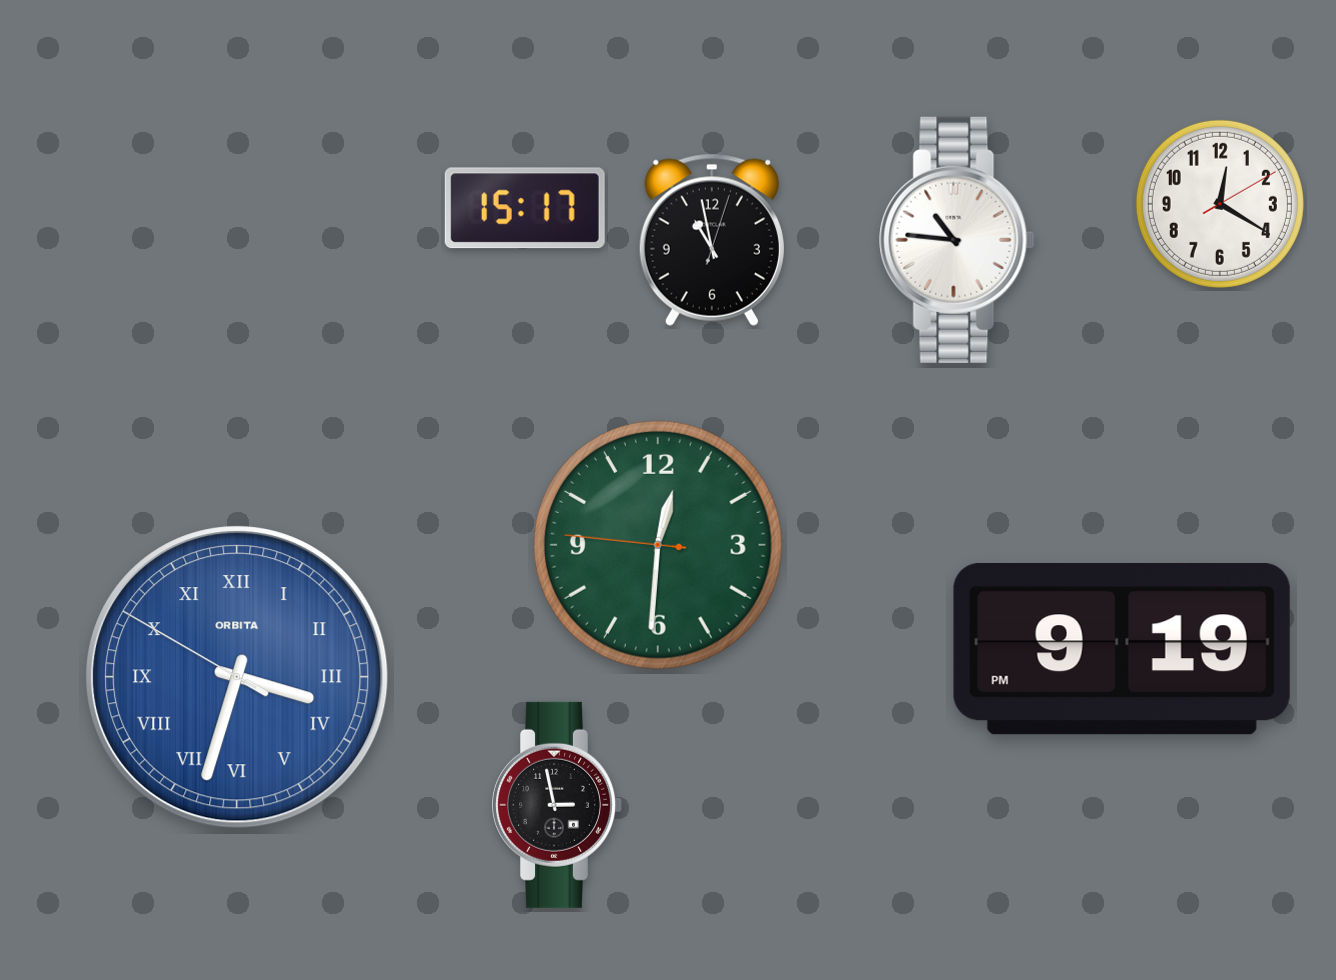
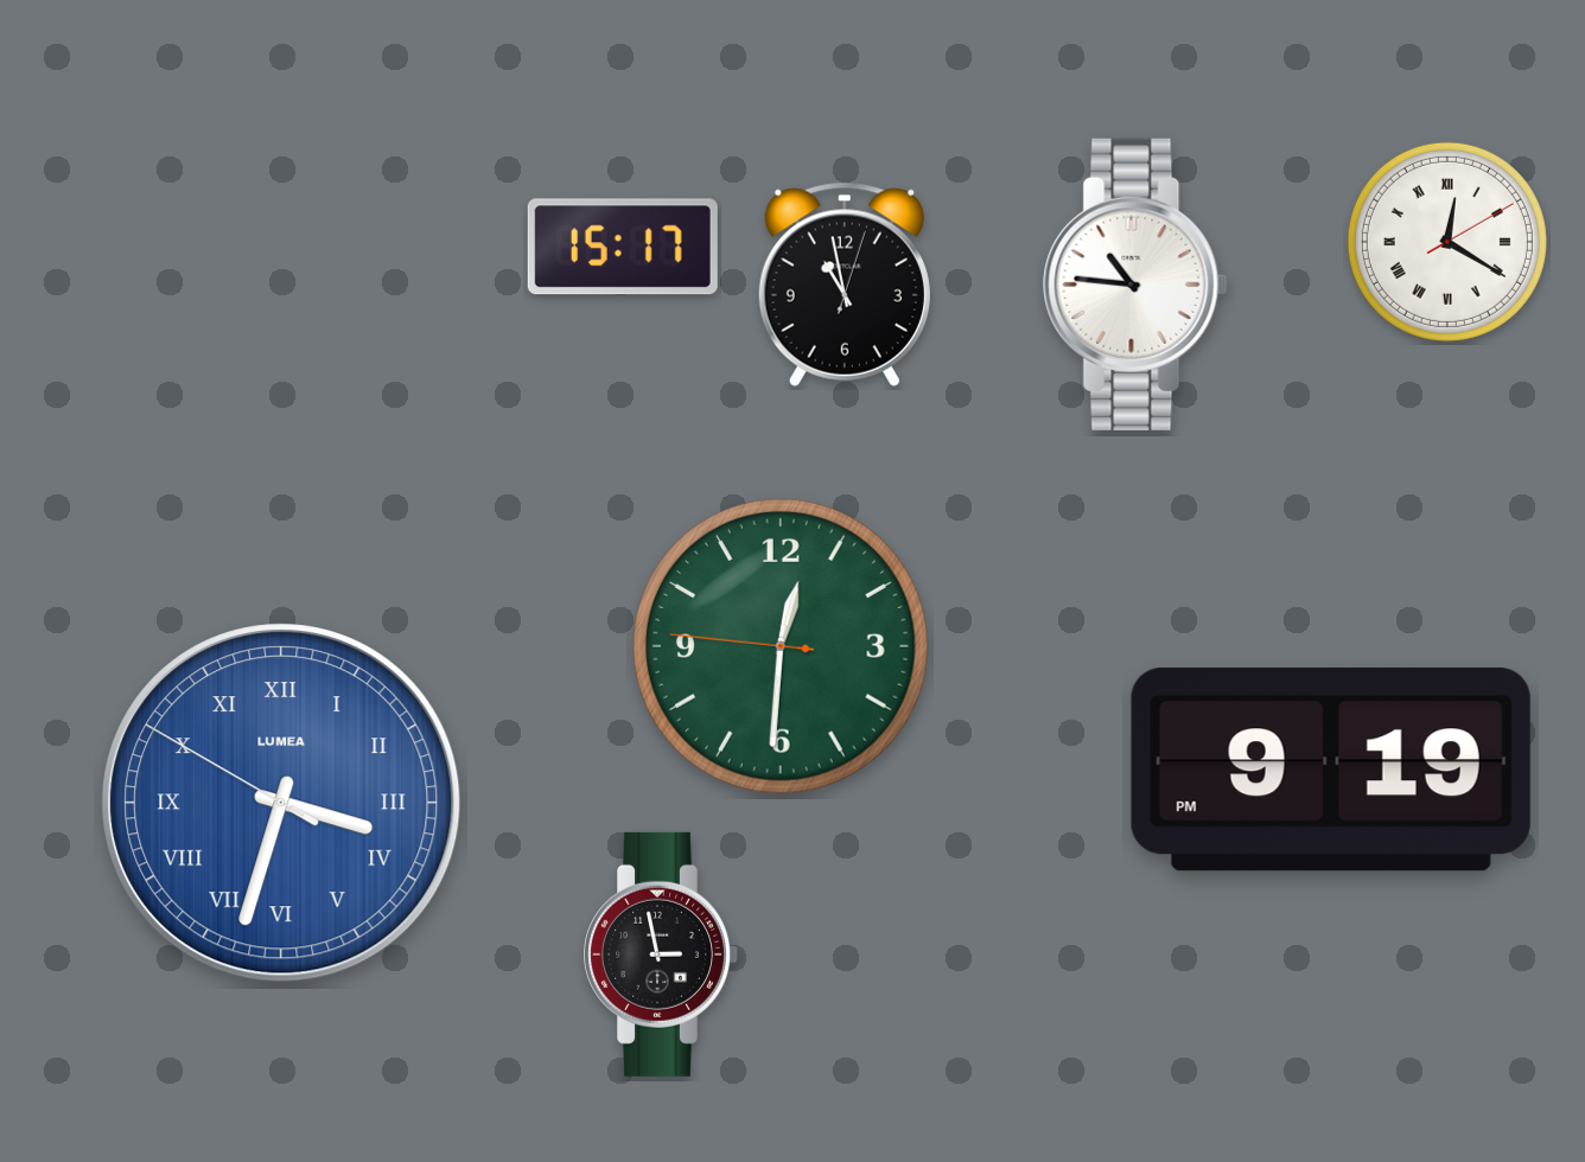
clock at (1220, 204) numerals: Arabic -> Roman
clock at (237, 677) brand: ORBITA -> LUMEA
